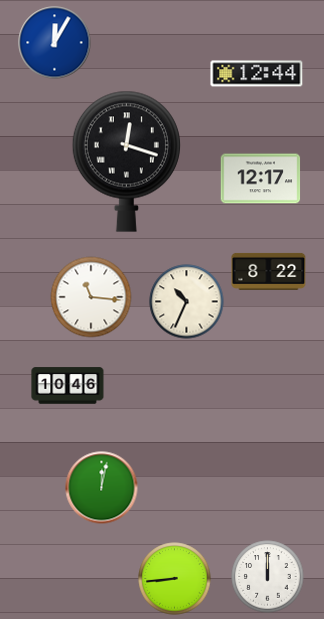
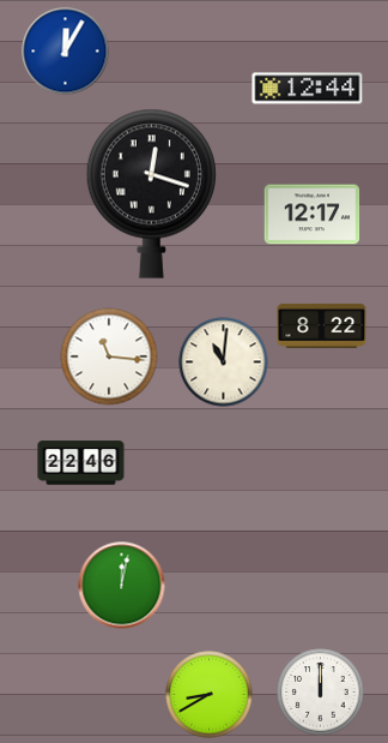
clock at (187, 302): 10:34 -> 11:01
clock at (68, 386): 10:46 -> 22:46
clock at (175, 579): 8:44 -> 8:40
